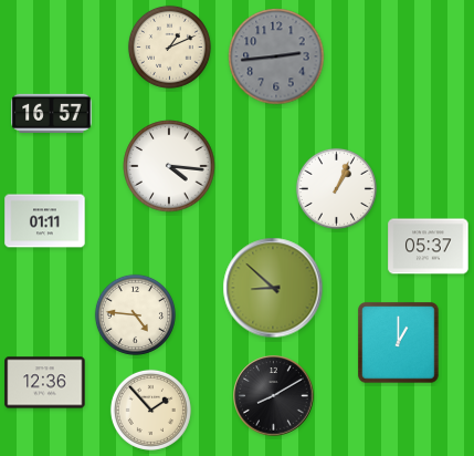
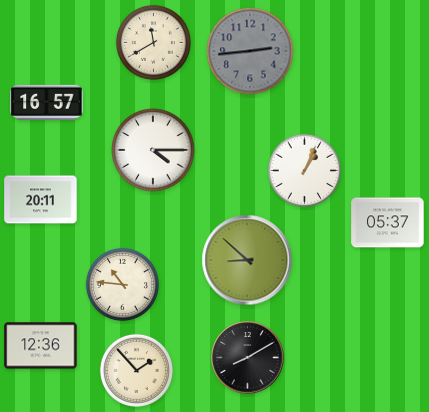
clock at (169, 46): 1:11 -> 11:40
clock at (169, 166): 4:16 -> 4:15
clock at (45, 221): 01:11 -> 20:11
clock at (135, 314): 4:46 -> 10:46
clock at (399, 343): 1:00 -> none
